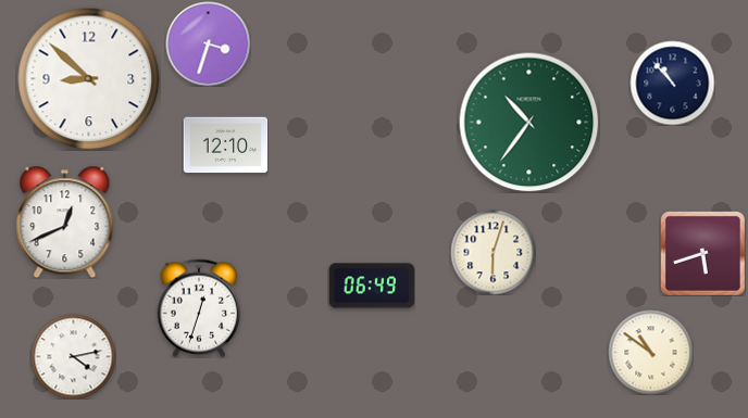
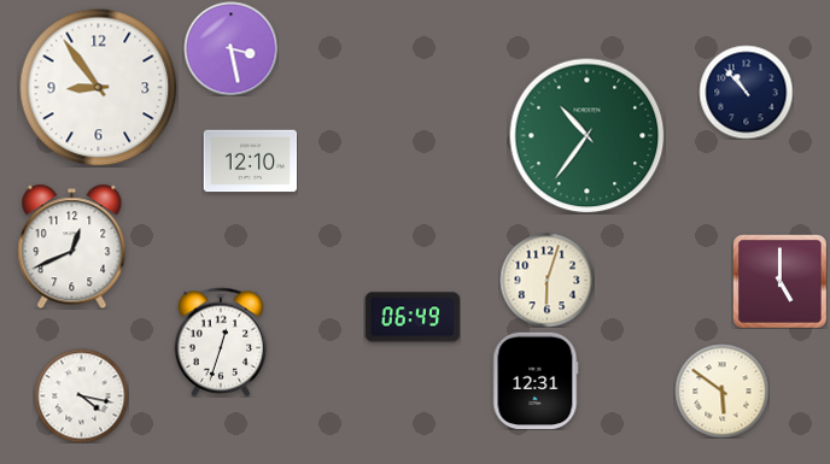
clock at (208, 43): 3:33 -> 3:28
clock at (89, 79): 8:52 -> 8:54
clock at (703, 254): 5:42 -> 5:00
clock at (536, 380): none -> 12:31
clock at (650, 352): 10:51 -> 5:51
clock at (73, 356): 4:13 -> 4:17
